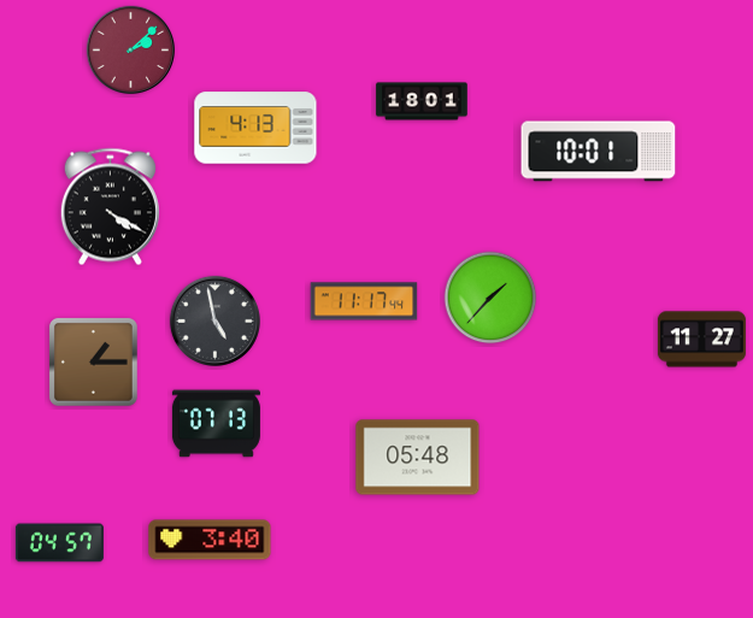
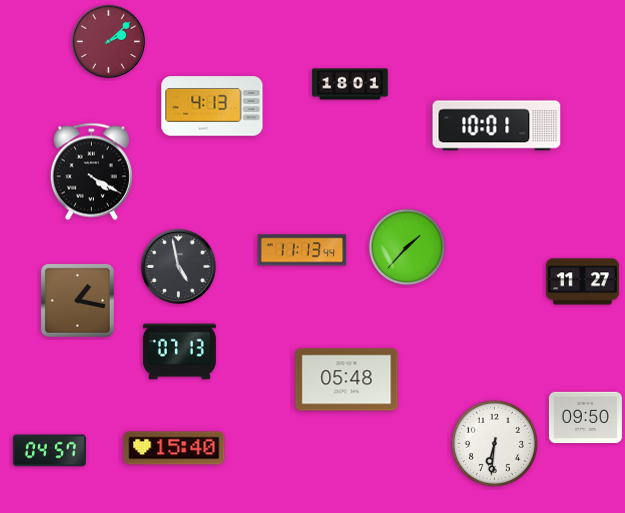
clock at (364, 301): 11:17 -> 11:13
clock at (93, 361): 1:15 -> 1:17
clock at (585, 418): none -> 09:50
clock at (494, 443): none -> 6:31
clock at (210, 540): 3:40 -> 15:40
